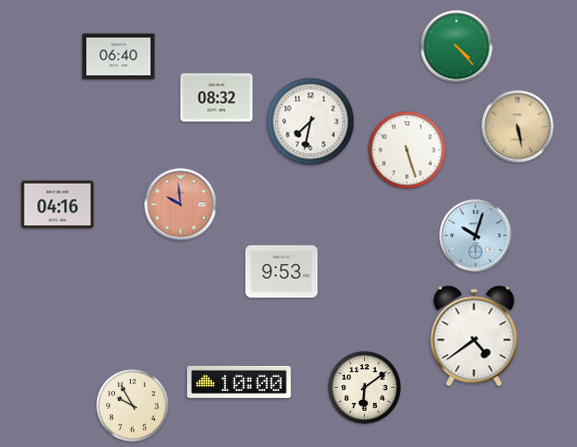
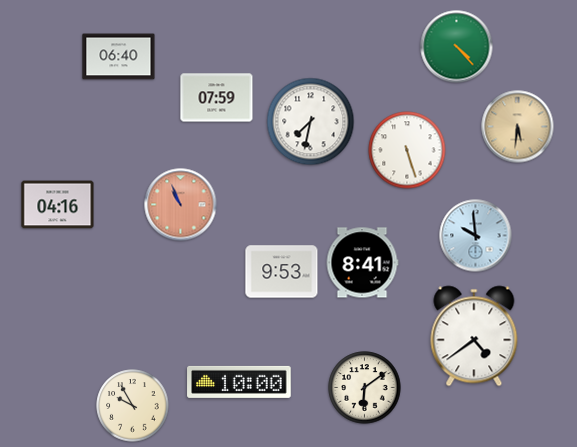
clock at (217, 98): 08:32 -> 07:59
clock at (518, 127): 5:28 -> 5:31
clock at (181, 205): 9:59 -> 10:56
clock at (476, 236): 10:03 -> 9:59
clock at (362, 263): none -> 8:41
